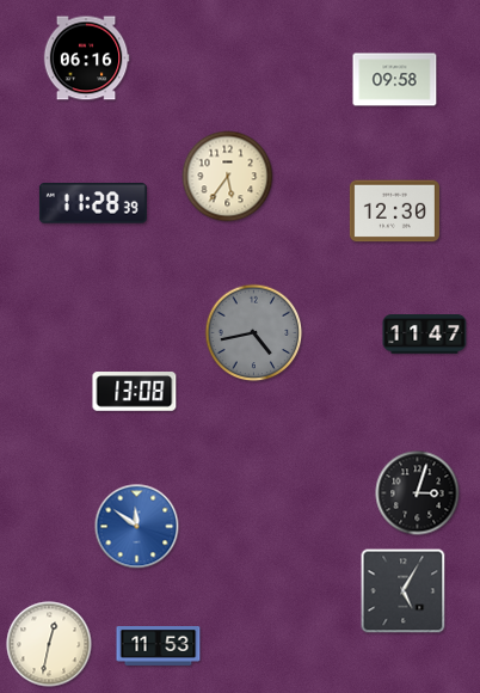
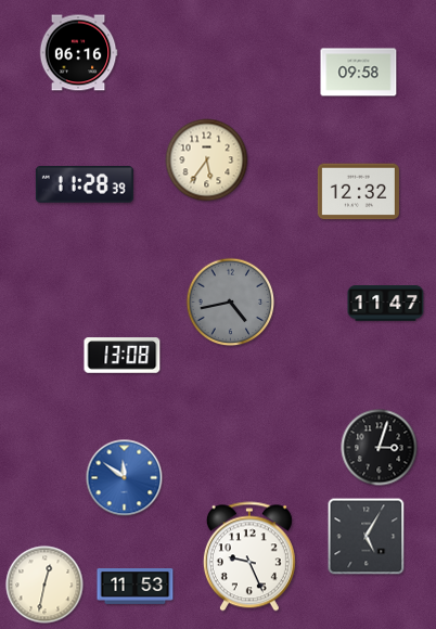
clock at (394, 211): 12:30 -> 12:32
clock at (249, 556): none -> 9:26
clock at (159, 646) position: (159, 646) -> (136, 587)
